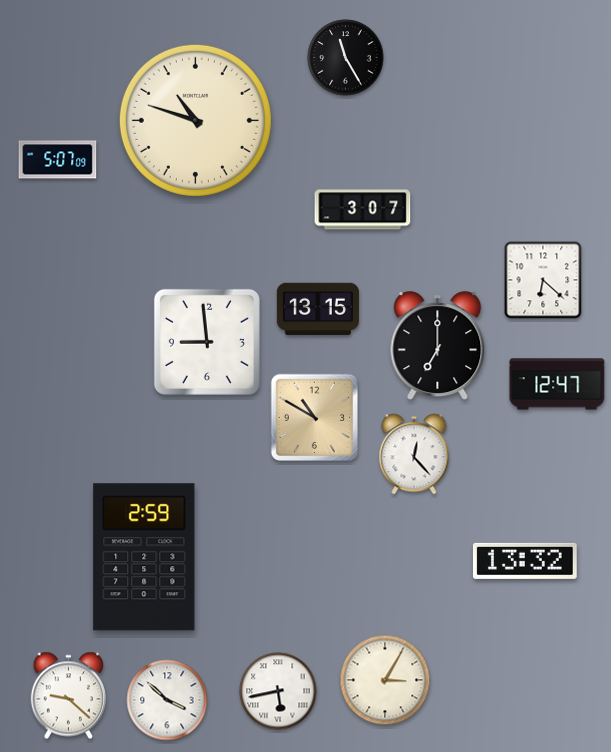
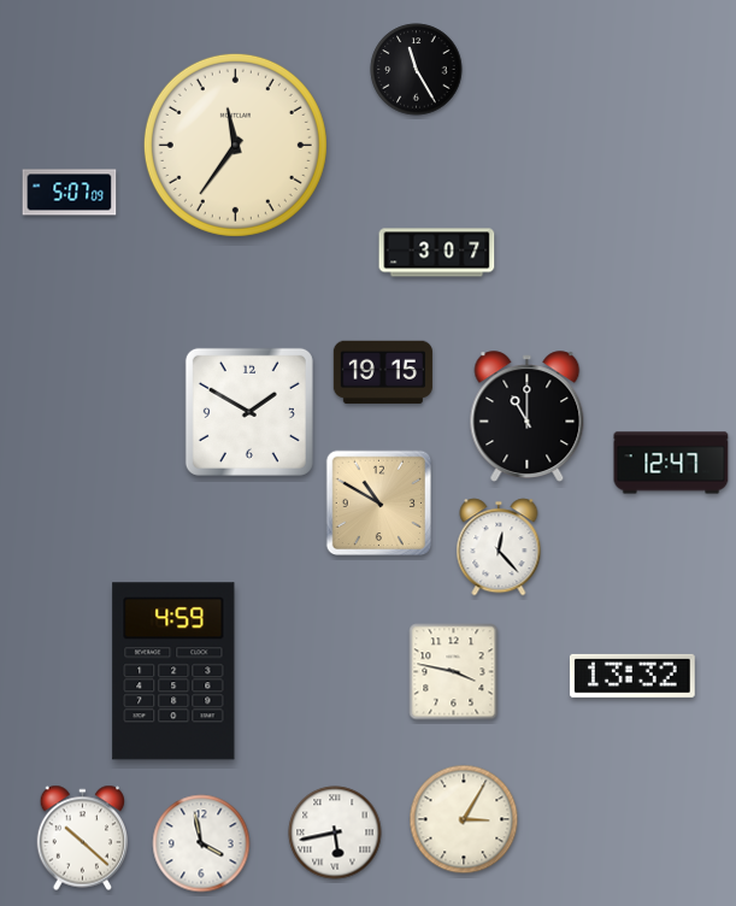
clock at (195, 120): 10:48 -> 11:36
clock at (543, 280): 6:22 -> none
clock at (318, 308): 13:15 -> 19:15
clock at (207, 342): 8:59 -> 1:50
clock at (438, 346): 7:00 -> 11:00
clock at (144, 557): 2:59 -> 4:59
clock at (454, 672): none -> 3:47
clock at (69, 696): 9:22 -> 10:22
clock at (167, 700): 3:52 -> 3:58
